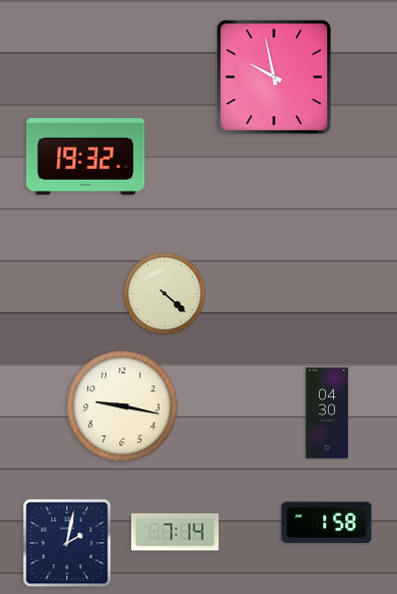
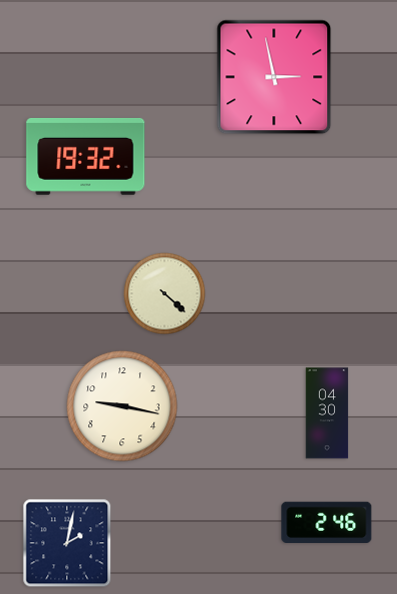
clock at (274, 77): 9:58 -> 2:58
clock at (327, 522): 1:58 -> 2:46
clock at (175, 532): 7:14 -> none
